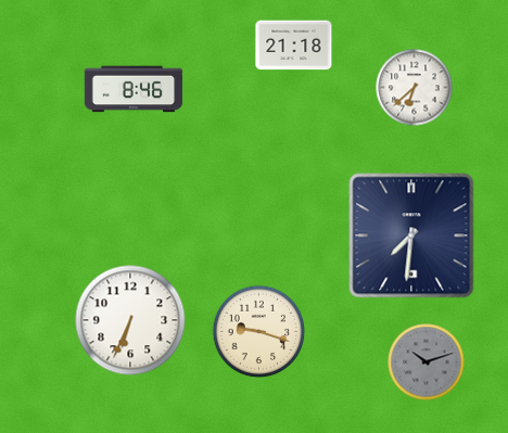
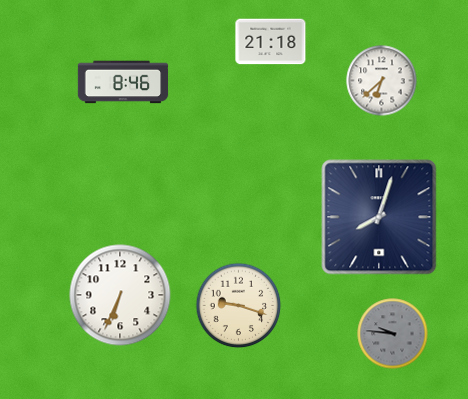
clock at (411, 235): 7:31 -> 8:03
clock at (427, 362): 10:12 -> 9:46
